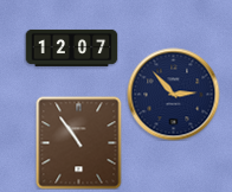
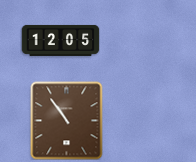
clock at (71, 47): 12:07 -> 12:05
clock at (173, 94): 2:53 -> none
